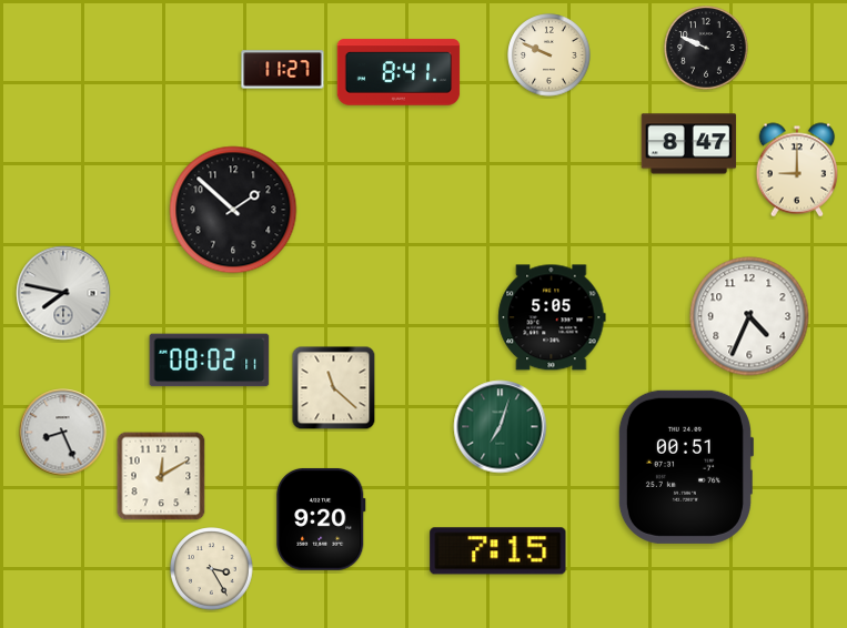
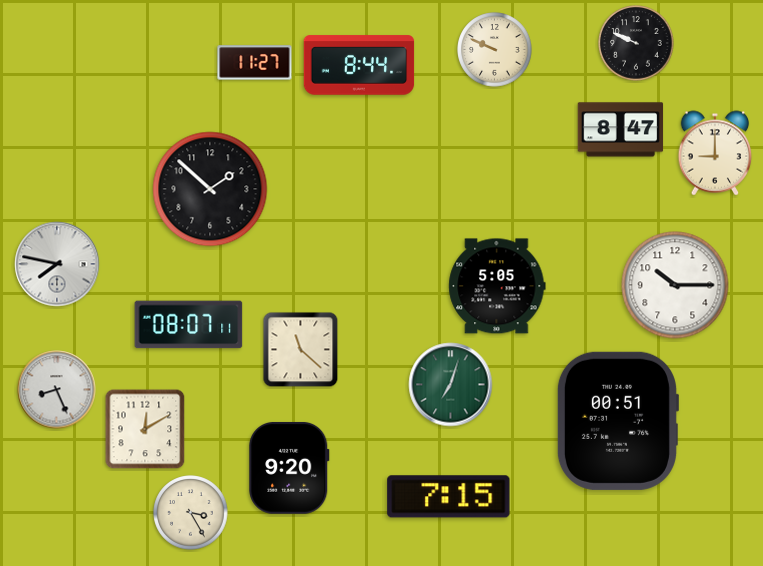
clock at (399, 72): 8:41 -> 8:44
clock at (797, 170) position: (797, 170) -> (715, 153)
clock at (749, 316): 4:34 -> 10:15
clock at (210, 361): 08:02 -> 08:07
